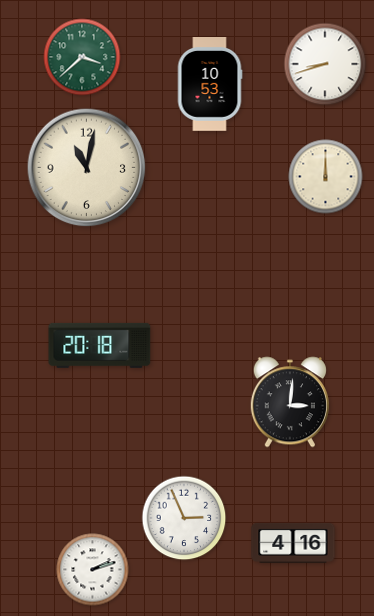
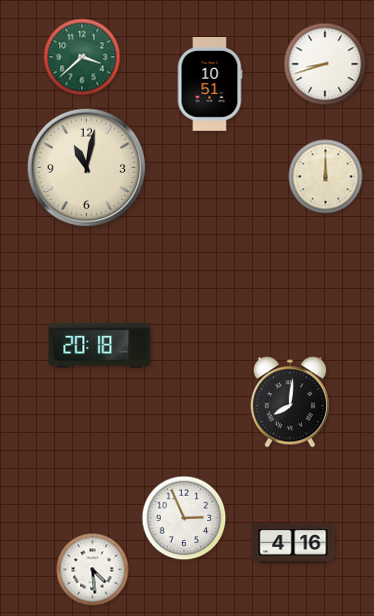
clock at (210, 85): 10:53 -> 10:51
clock at (290, 402): 3:01 -> 8:01
clock at (93, 570): 2:12 -> 4:29
